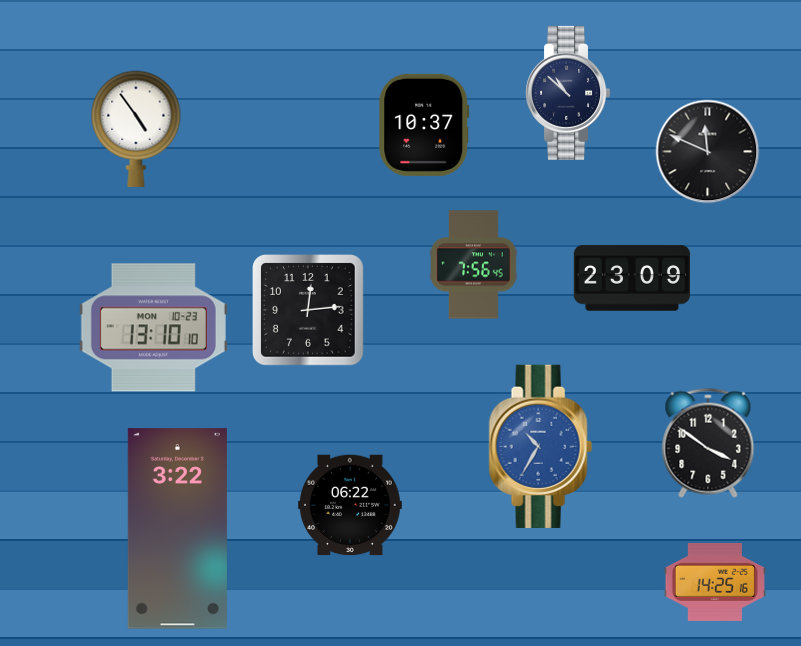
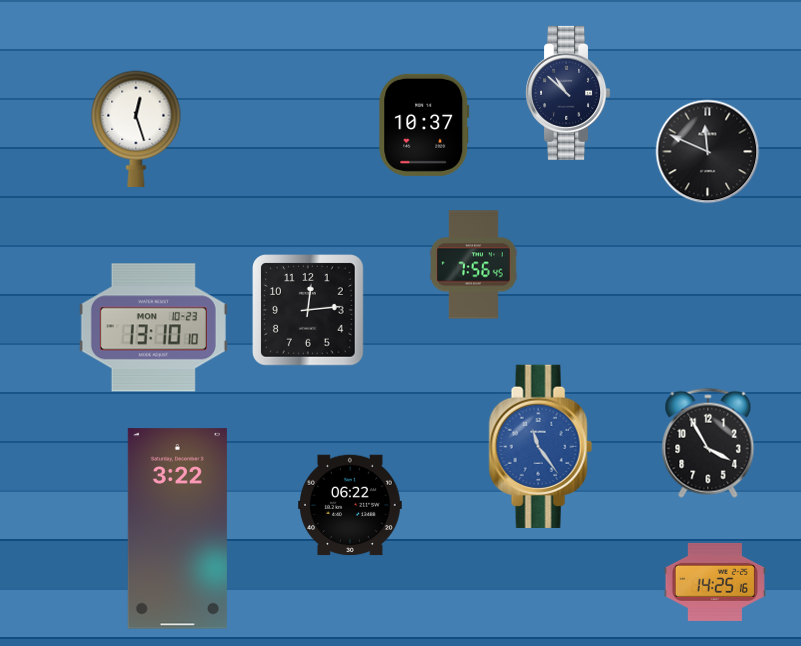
clock at (136, 128): 4:54 -> 12:27
clock at (631, 278): 23:09 -> none
clock at (708, 443): 3:51 -> 3:55
clock at (540, 446): 10:35 -> 11:24
